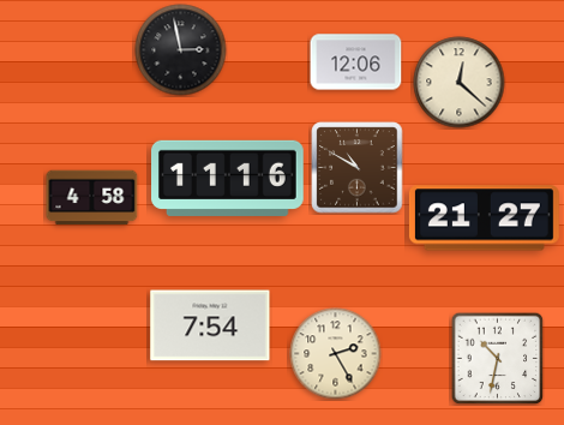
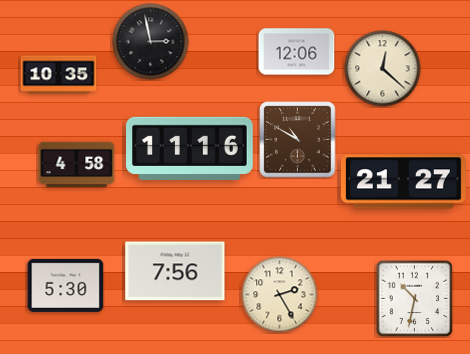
clock at (59, 75): none -> 10:35
clock at (210, 325): 7:54 -> 7:56
clock at (66, 285): none -> 5:30
